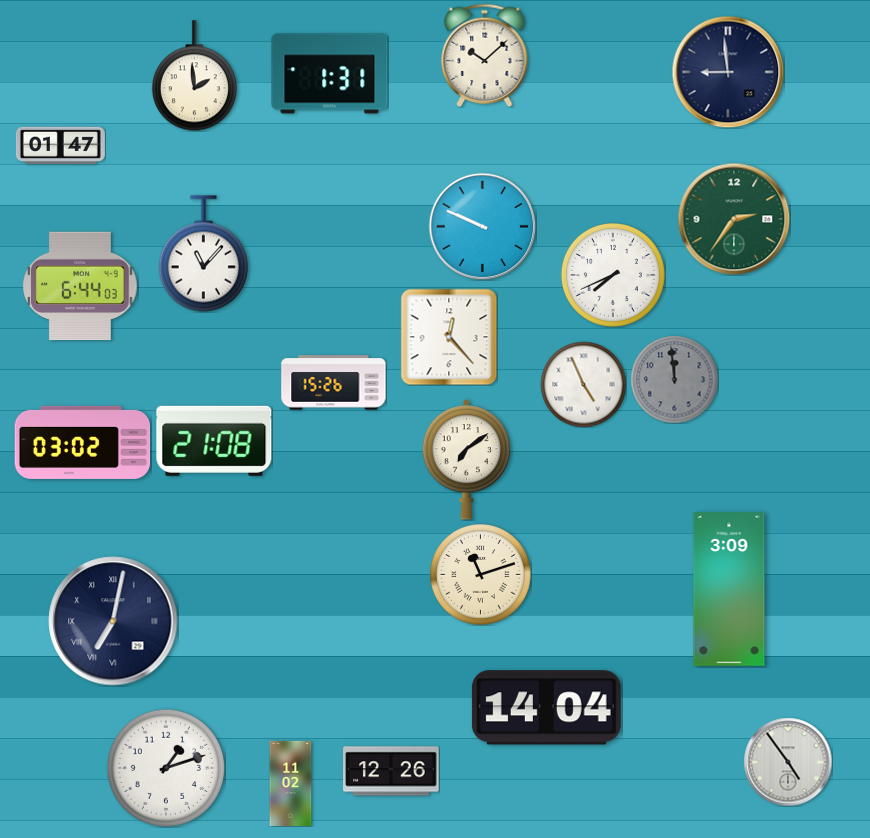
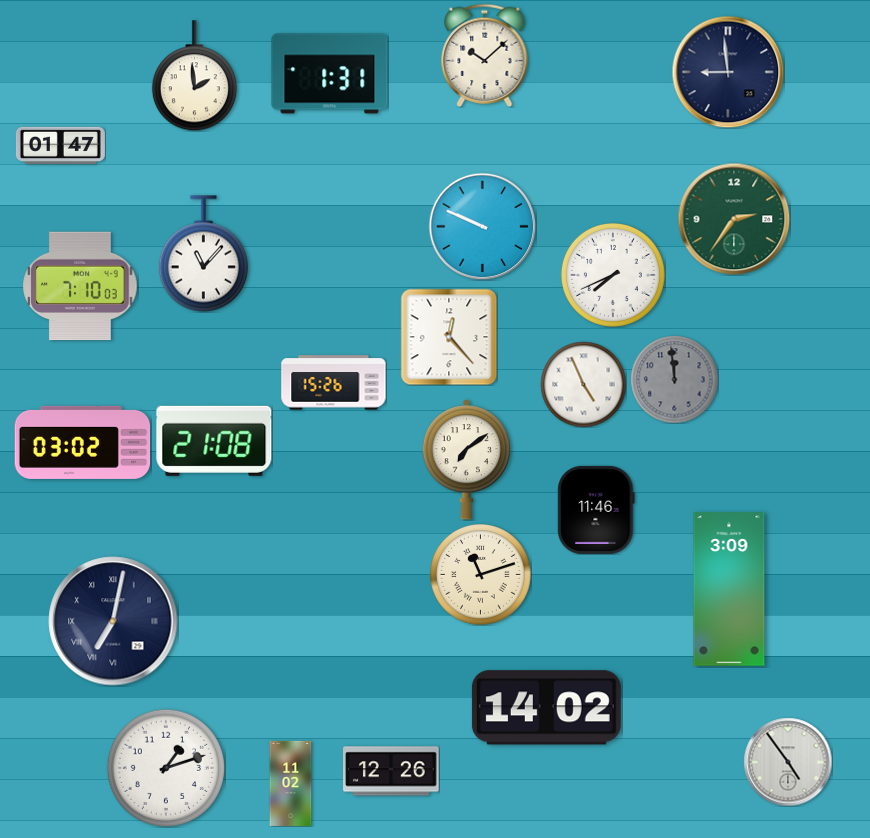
clock at (80, 286): 6:44 -> 7:10
clock at (596, 510): none -> 11:46
clock at (546, 708): 14:04 -> 14:02
